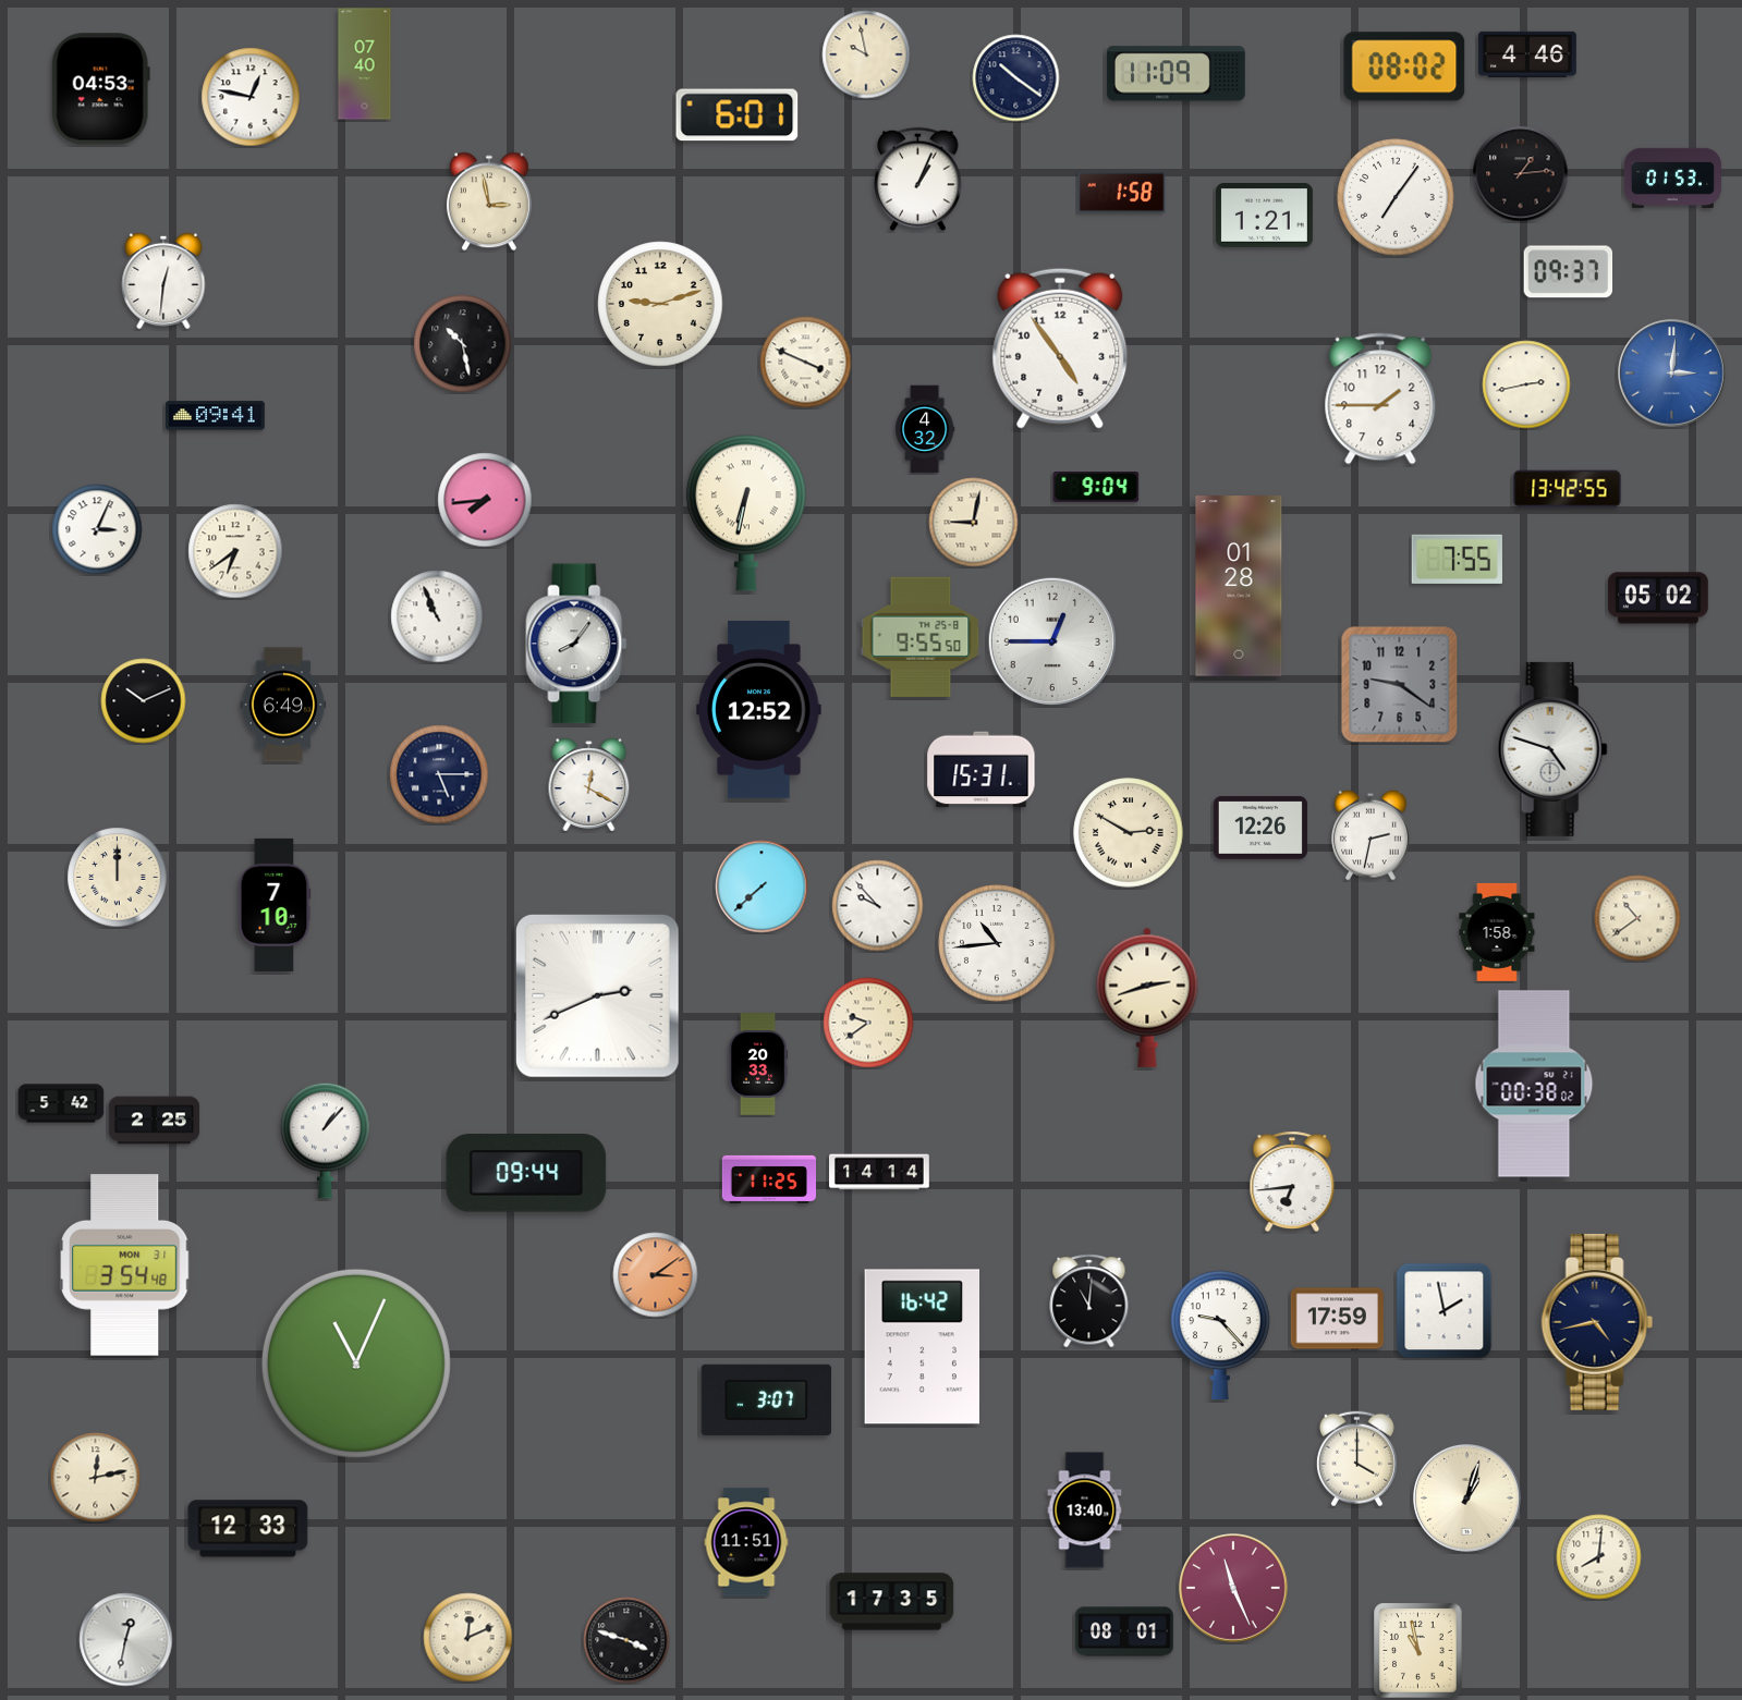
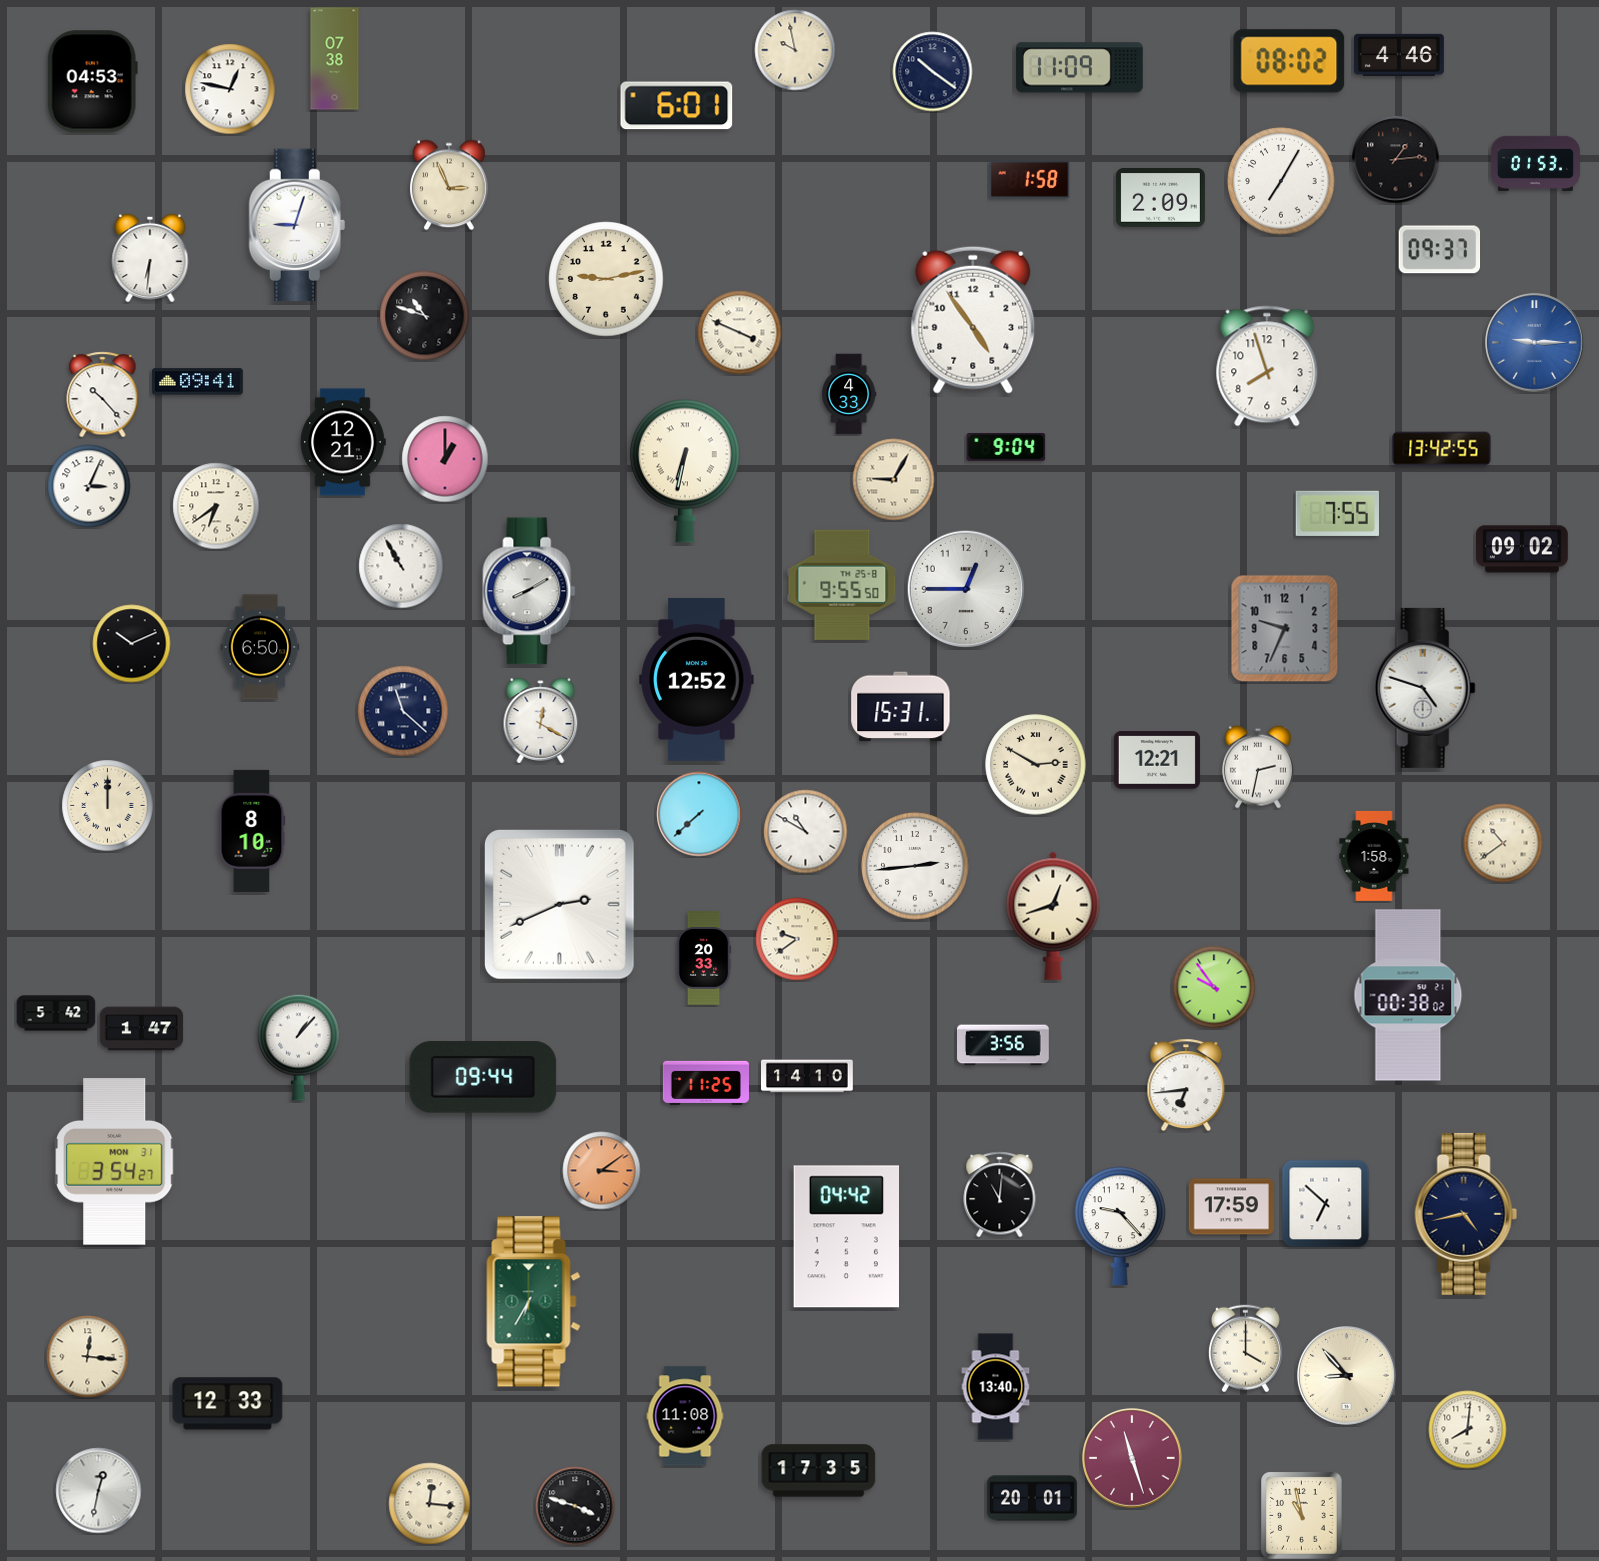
clock at (1527, 54) position: (1527, 54) -> (1399, 55)
clock at (365, 64): 07:40 -> 07:38
clock at (918, 180): 1:04 -> none
clock at (1122, 193) position: (1122, 193) -> (1030, 180)
clock at (1396, 197): 7:06 -> 7:05
clock at (489, 201): 2:58 -> 2:56
clock at (1264, 216): 1:21 -> 2:09
clock at (297, 225): none -> 9:03
clock at (163, 280): 12:31 -> 6:31
clock at (660, 304): 9:12 -> 9:13
clock at (463, 344): 10:28 -> 10:48
clock at (1672, 374): 3:01 -> 9:15
clock at (1526, 384): 2:43 -> none
clock at (1380, 399): 1:45 -> 7:57
clock at (925, 429): 4:32 -> 4:33
clock at (103, 395): none -> 10:23
clock at (343, 442): none -> 12:21
clock at (1568, 489) position: (1568, 489) -> (1442, 449)
clock at (485, 500): 7:44 -> 1:00
clock at (974, 523): 9:02 -> 9:05
clock at (1239, 586): 01:28 -> none
clock at (1659, 598): 05:02 -> 09:02
clock at (437, 616): 10:56 -> 10:55
clock at (921, 636) position: (921, 636) -> (842, 584)
clock at (576, 644): 8:06 -> 8:10
clock at (1400, 685): 9:21 -> 9:34
clock at (283, 705): 6:49 -> 6:50
clock at (759, 709) position: (759, 709) -> (697, 679)
clock at (439, 774): 5:15 -> 11:22
clock at (1260, 828): 12:26 -> 12:21
clock at (275, 905): 7:10 -> 8:10
clock at (878, 906): 9:53 -> 10:50
clock at (997, 943): 10:44 -> 2:44
clock at (597, 995) position: (597, 995) -> (559, 904)
clock at (1147, 998): 2:42 -> 12:42
clock at (758, 1064) position: (758, 1064) -> (704, 958)
clock at (1214, 987): none -> 9:54
clock at (155, 1121): 2:25 -> 1:47
clock at (1004, 1045): none -> 3:56
clock at (880, 1172): 14:14 -> 14:10
clock at (125, 1265): 3:54:48 -> 3:54:27
clock at (1445, 1311): 1:58 -> 6:52
clock at (1337, 1319) position: (1337, 1319) -> (1231, 1207)
clock at (922, 1347): 16:42 -> 04:42
clock at (356, 1363): 11:04 -> none
clock at (766, 1399): 3:07 -> none
clock at (534, 1302): none -> 6:35
clock at (1356, 1459) position: (1356, 1459) -> (1245, 1349)
clock at (96, 1478): 12:13 -> 12:16
clock at (1467, 1499): 1:03 -> 8:53
clock at (746, 1542): 11:51 -> 11:08
clock at (1234, 1589): 11:26 -> 11:27
clock at (1124, 1631): 08:01 -> 20:01
clock at (468, 1638): 12:11 -> 12:16
clock at (126, 1640) position: (126, 1640) -> (99, 1491)
